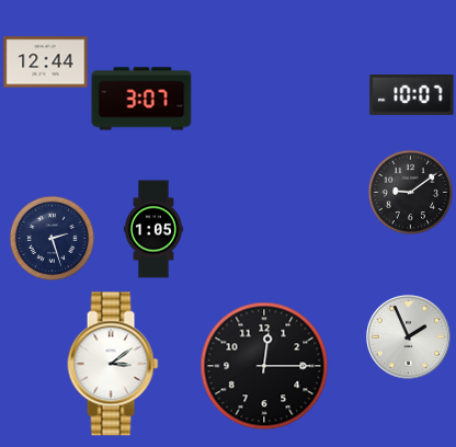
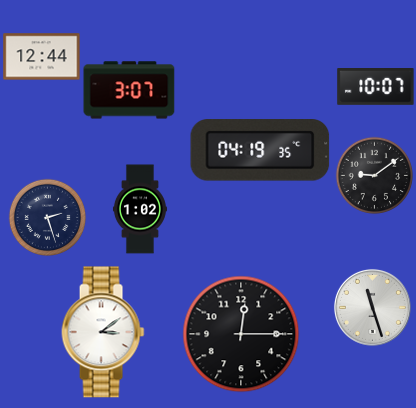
clock at (260, 150): none -> 04:19
clock at (153, 229): 1:05 -> 1:02
clock at (408, 336): 1:56 -> 11:27
